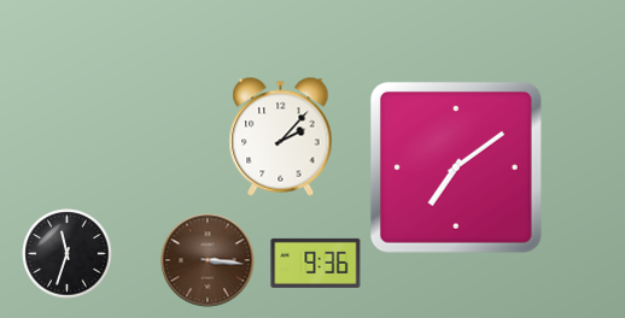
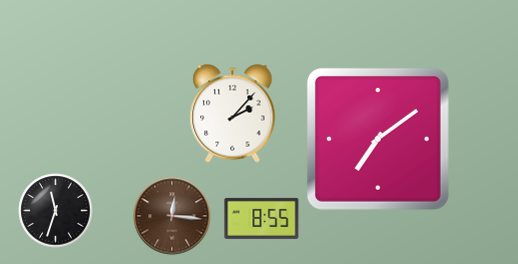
clock at (208, 260): 3:16 -> 12:16
clock at (316, 263): 9:36 -> 8:55
